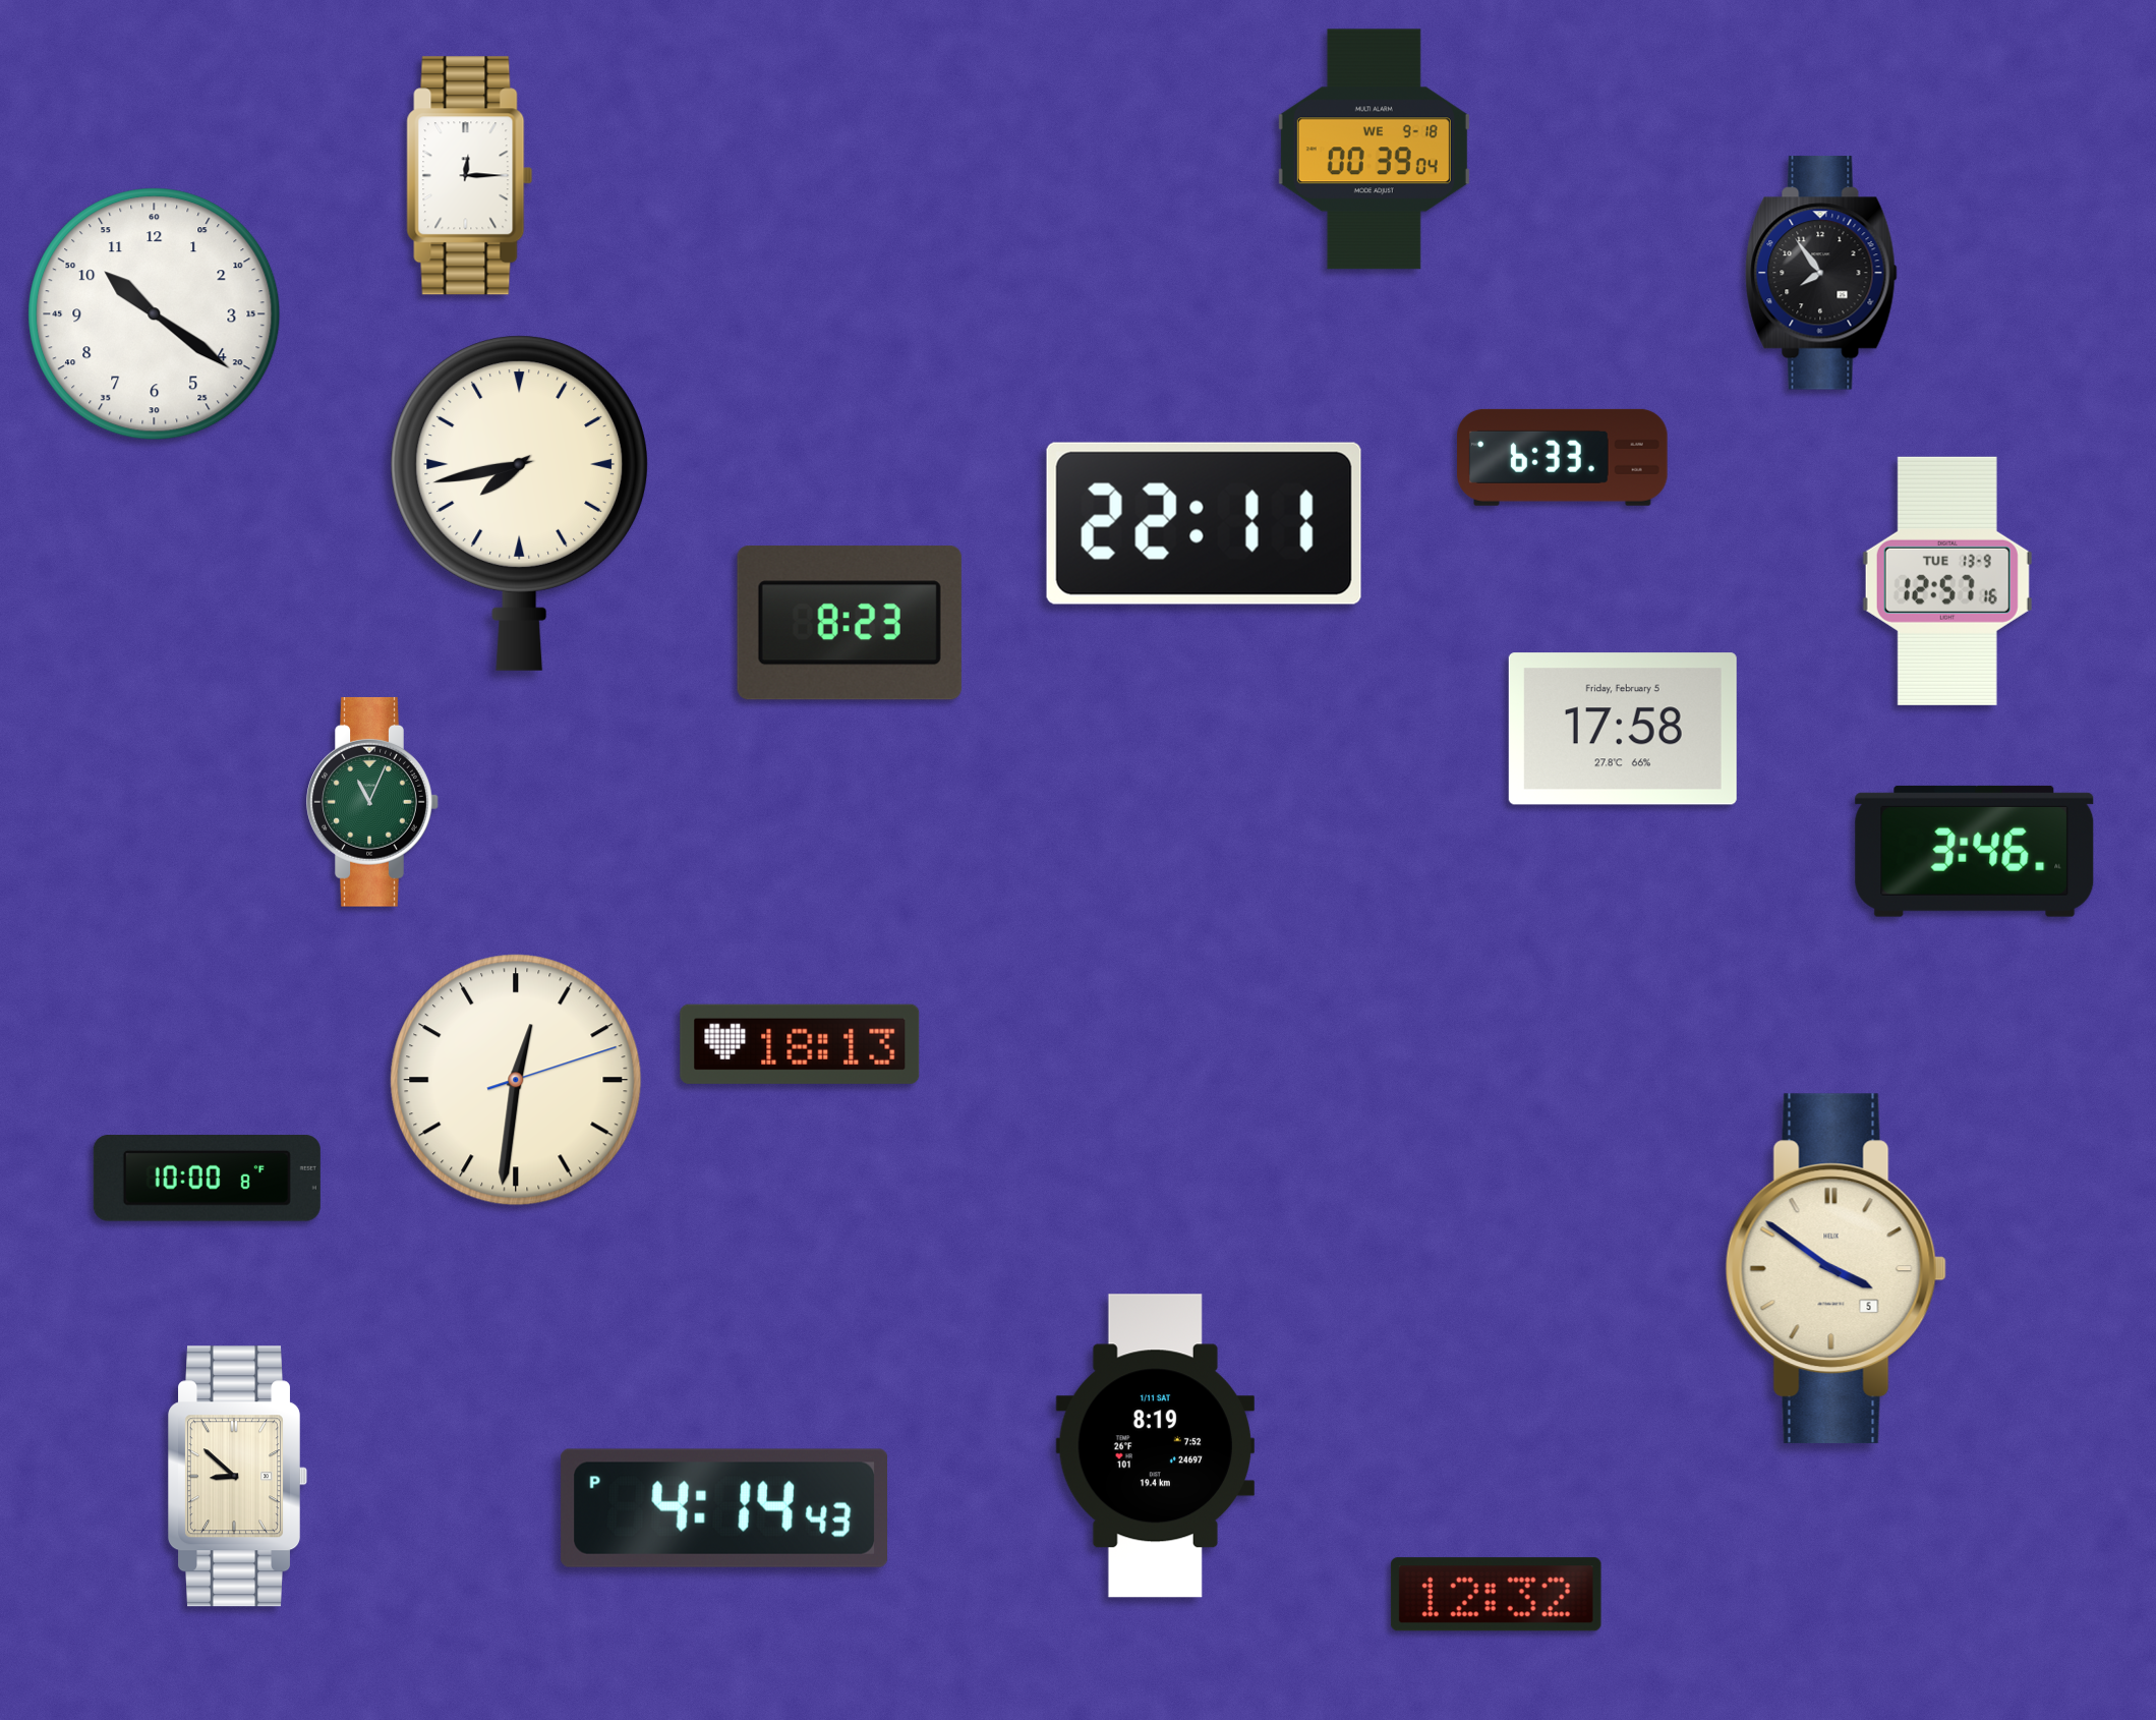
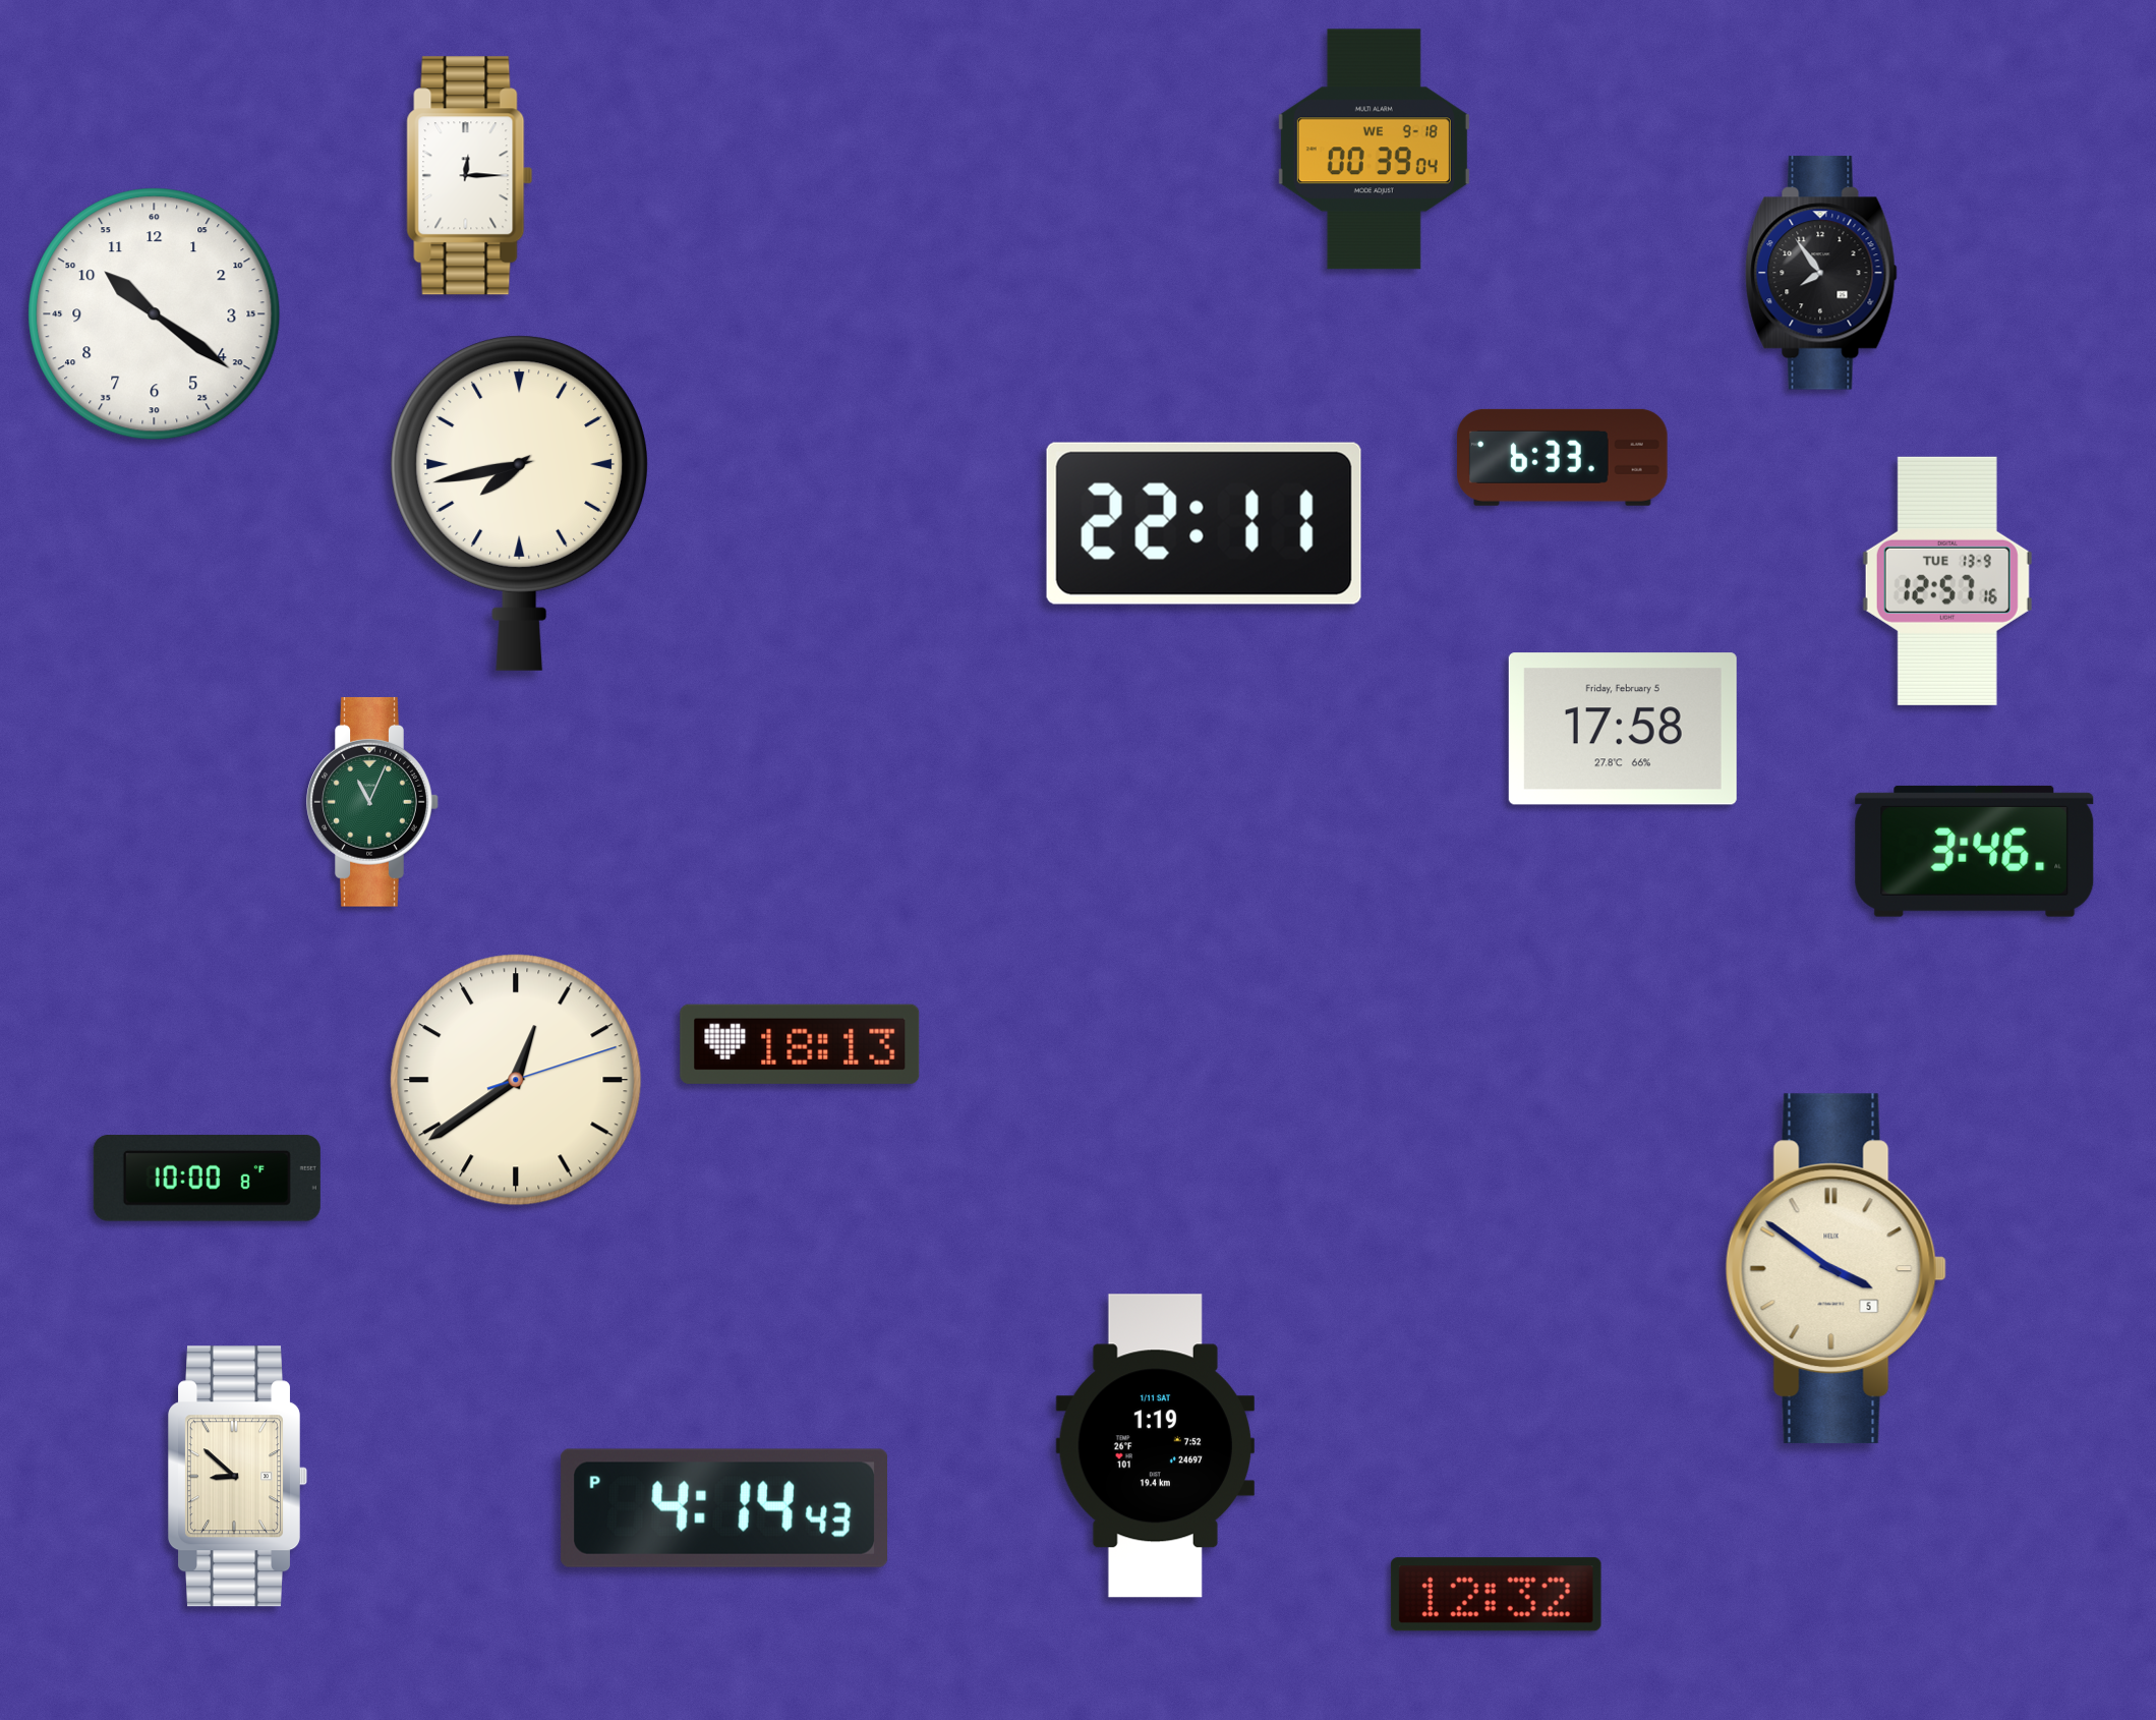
clock at (850, 623): 8:23 -> none
clock at (516, 1080): 12:31 -> 12:39
clock at (1155, 1446): 8:19 -> 1:19
